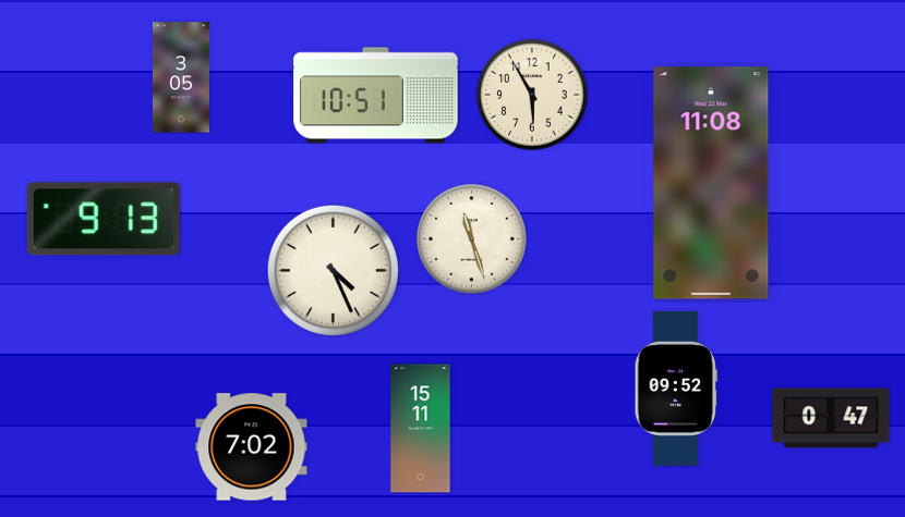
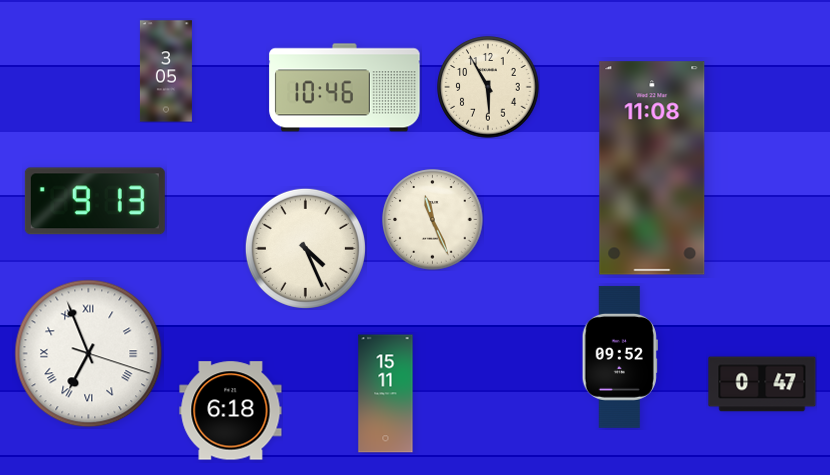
clock at (376, 96): 10:51 -> 10:46
clock at (472, 239): 11:27 -> 11:26
clock at (89, 354): none -> 6:56
clock at (252, 447): 7:02 -> 6:18
